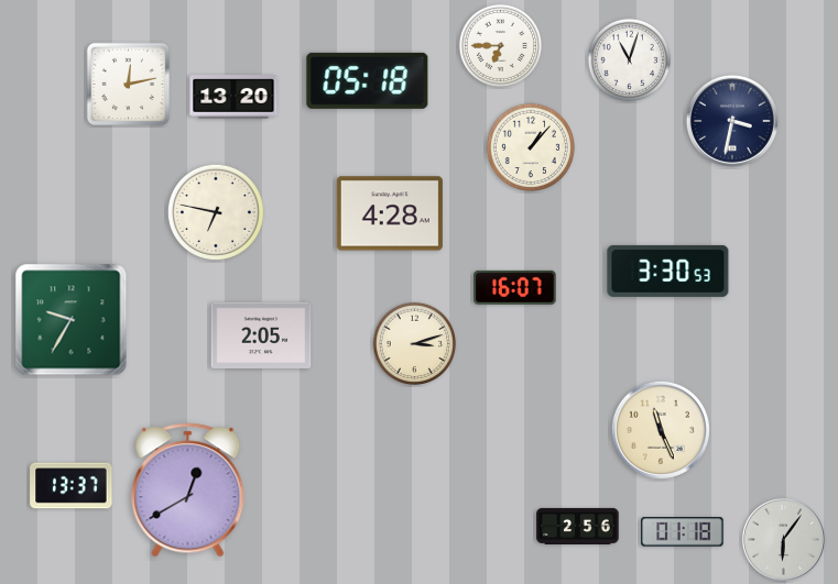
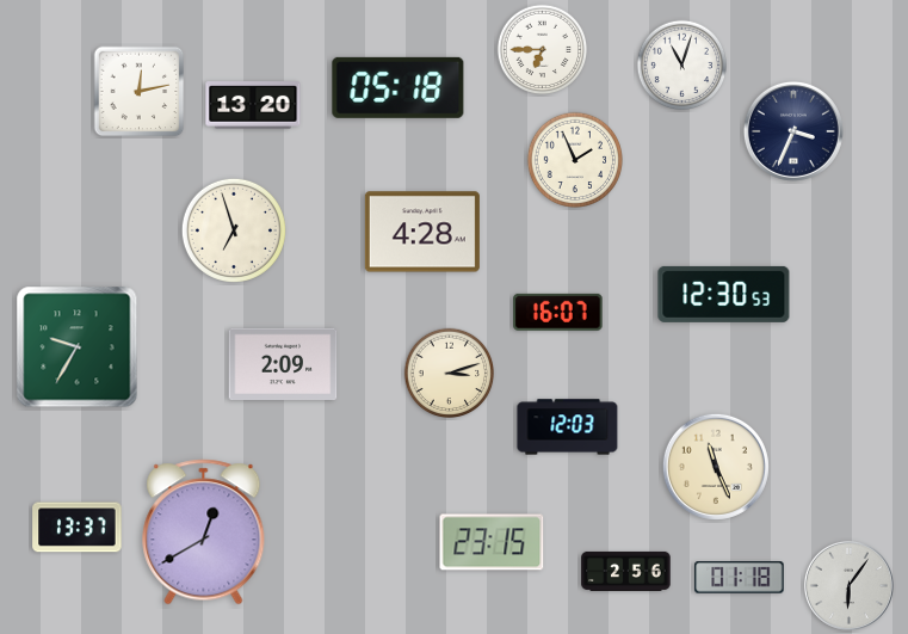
clock at (732, 121): 3:32 -> 3:34
clock at (530, 146): 1:07 -> 1:56
clock at (216, 212): 6:47 -> 6:57
clock at (668, 271): 3:30 -> 12:30
clock at (261, 334): 2:05 -> 2:09
clock at (568, 427): none -> 12:03
clock at (492, 542): none -> 23:15
